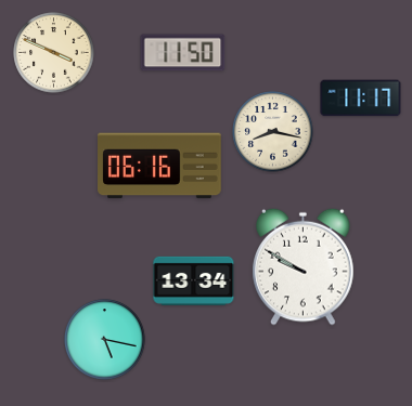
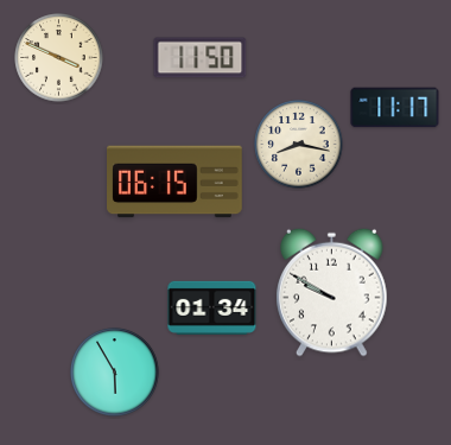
clock at (160, 166): 06:16 -> 06:15
clock at (194, 280): 13:34 -> 01:34
clock at (105, 340): 5:17 -> 5:55
